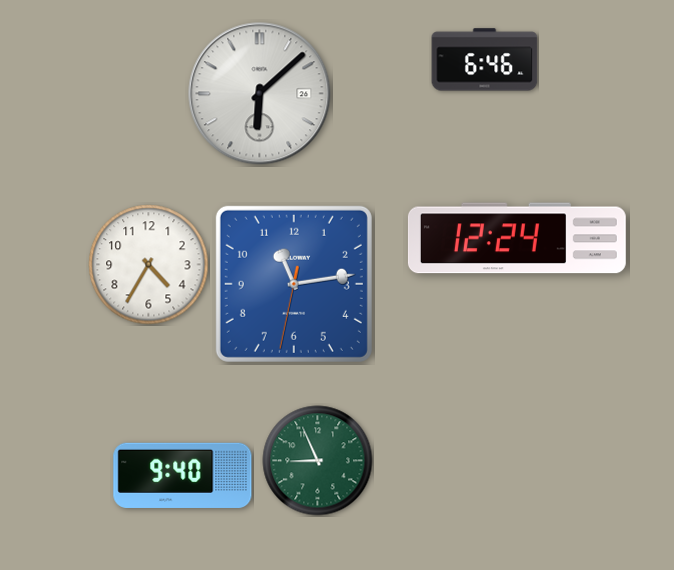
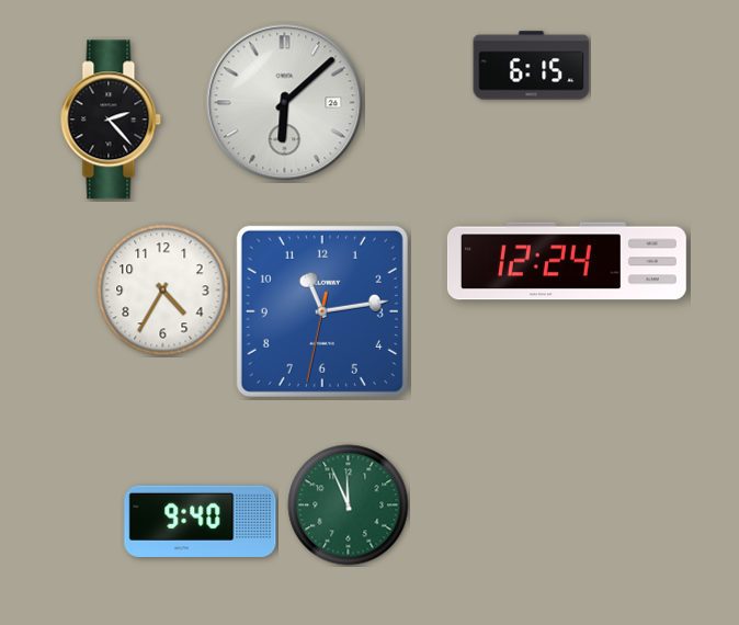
clock at (485, 60): 6:46 -> 6:15
clock at (111, 120): none -> 2:23
clock at (318, 461): 8:56 -> 11:56
